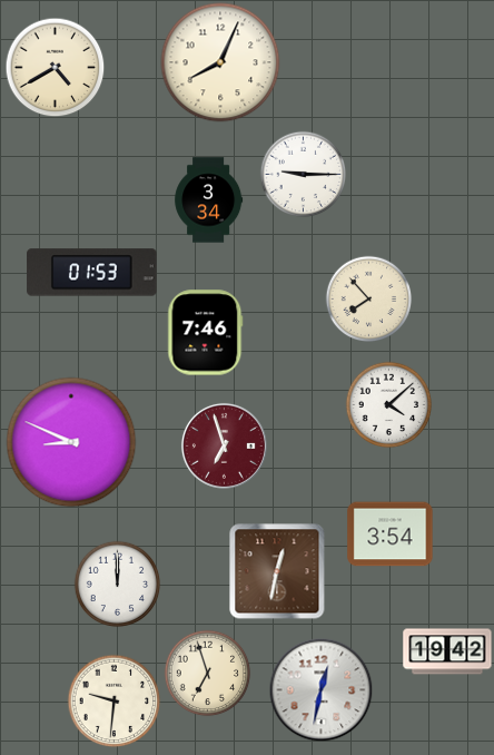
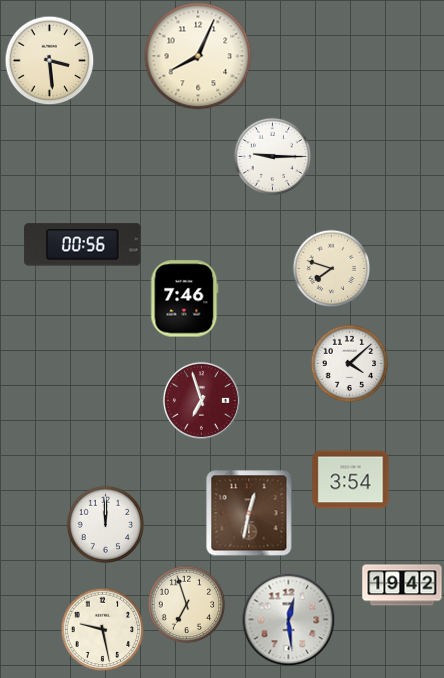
clock at (55, 67): 4:40 -> 3:29
clock at (209, 200): 3:34 -> none
clock at (92, 273): 01:53 -> 00:56
clock at (368, 298): 7:53 -> 7:48
clock at (71, 442): 8:49 -> none
clock at (320, 689): 12:32 -> 12:29
clock at (113, 700): 9:31 -> 9:28
